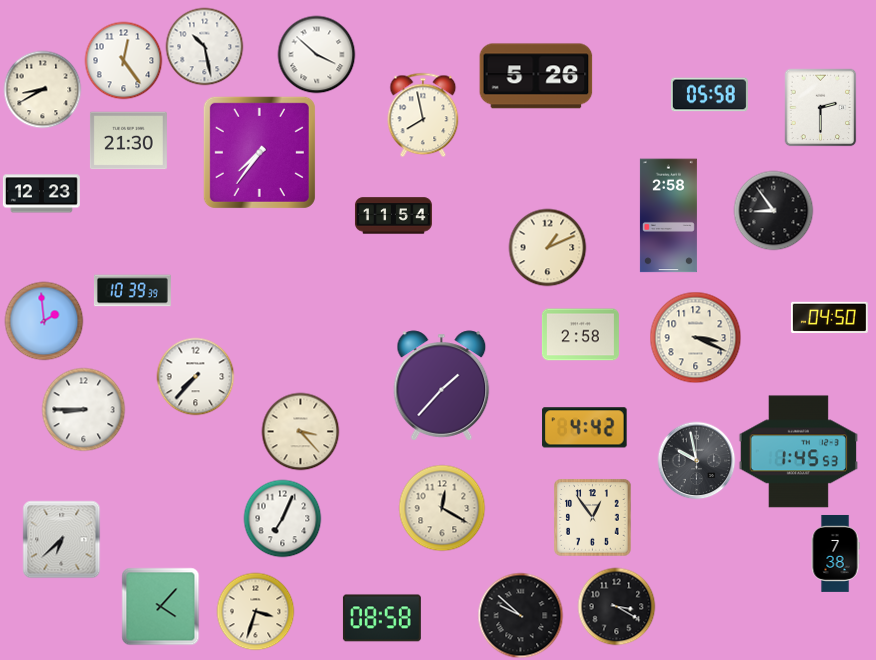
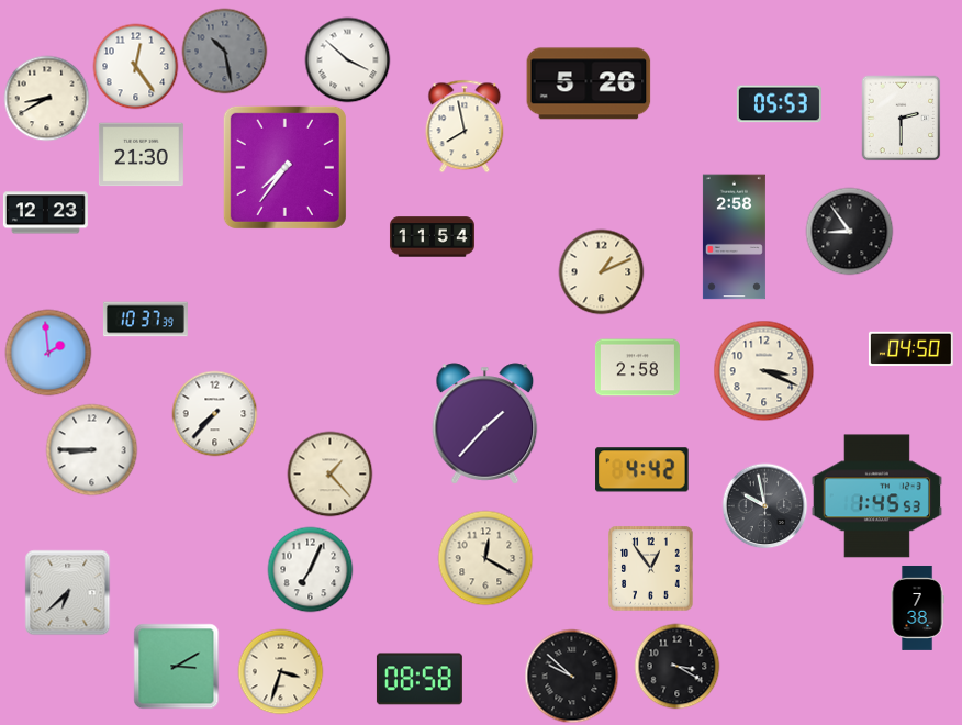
clock at (204, 46) dial: white -> grey
clock at (709, 95): 05:58 -> 05:53
clock at (132, 291): 10:39 -> 10:37
clock at (300, 431): 3:23 -> 1:23
clock at (160, 606): 4:07 -> 3:10
